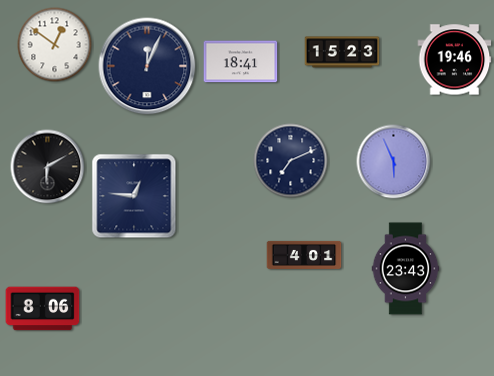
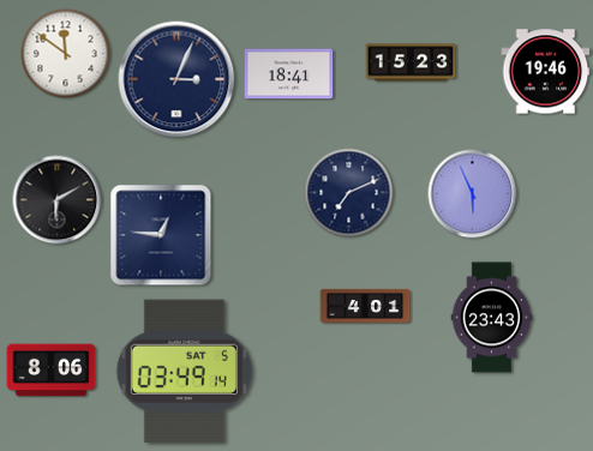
clock at (55, 45): 12:51 -> 11:51
clock at (147, 66): 12:04 -> 3:04
clock at (406, 269) position: (406, 269) -> (492, 318)
clock at (184, 372): none -> 03:49
